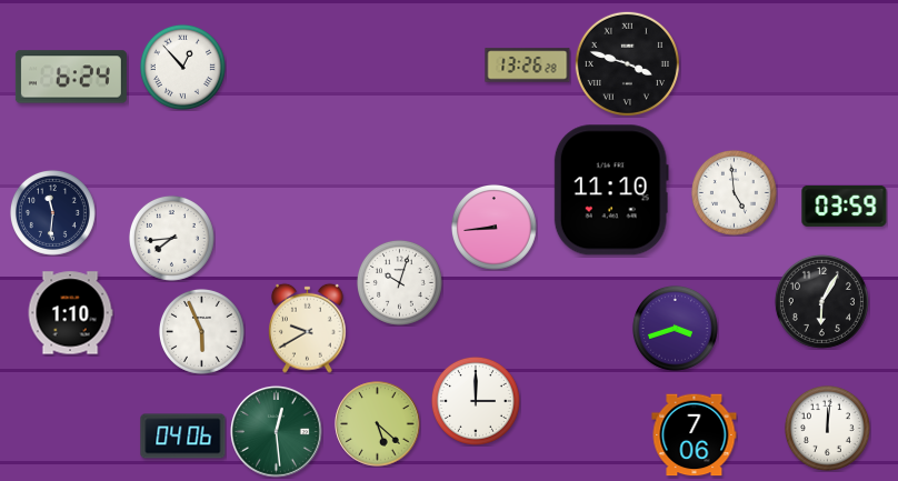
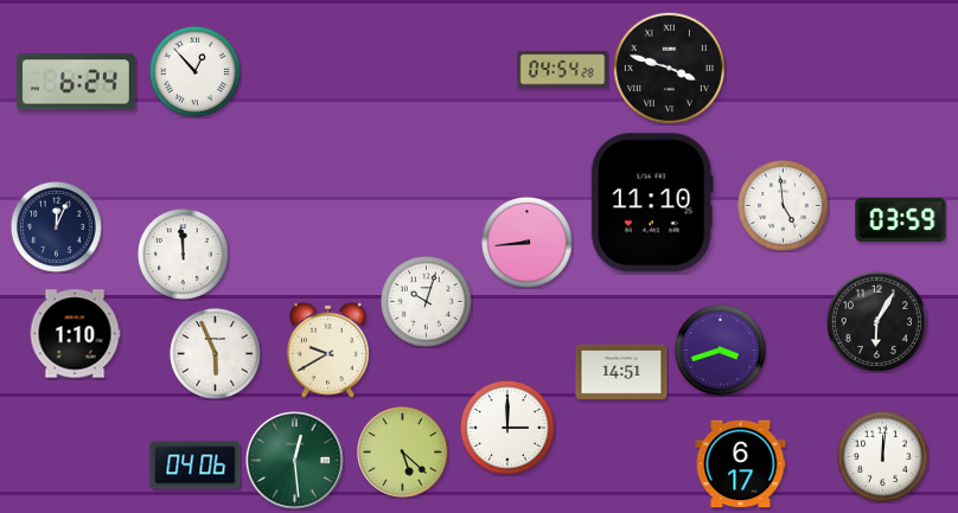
clock at (528, 66): 13:26 -> 04:54
clock at (52, 212): 11:31 -> 12:04
clock at (171, 238): 7:44 -> 11:59
clock at (621, 372): none -> 14:51
clock at (695, 435): 7:06 -> 6:17
